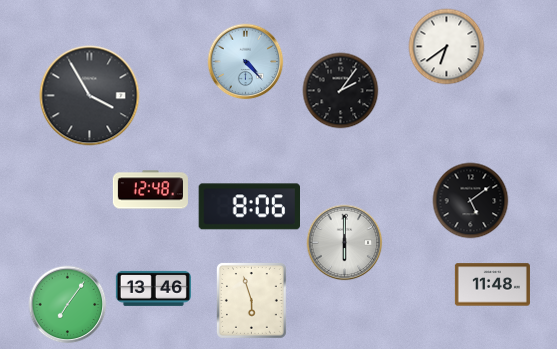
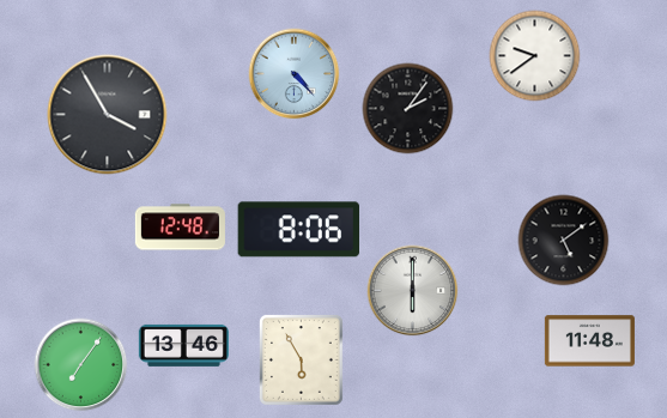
clock at (447, 47): 6:39 -> 9:39
clock at (249, 207) position: (249, 207) -> (298, 230)
clock at (251, 300): 5:57 -> 5:55
